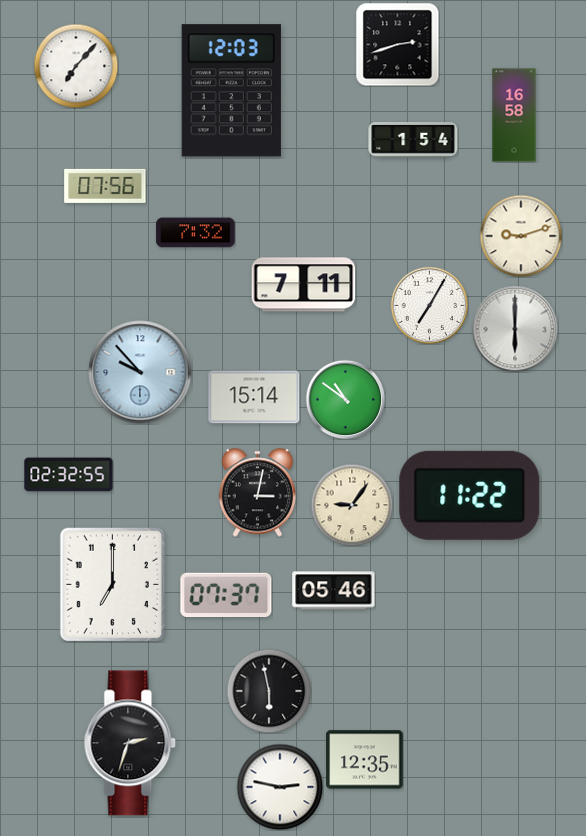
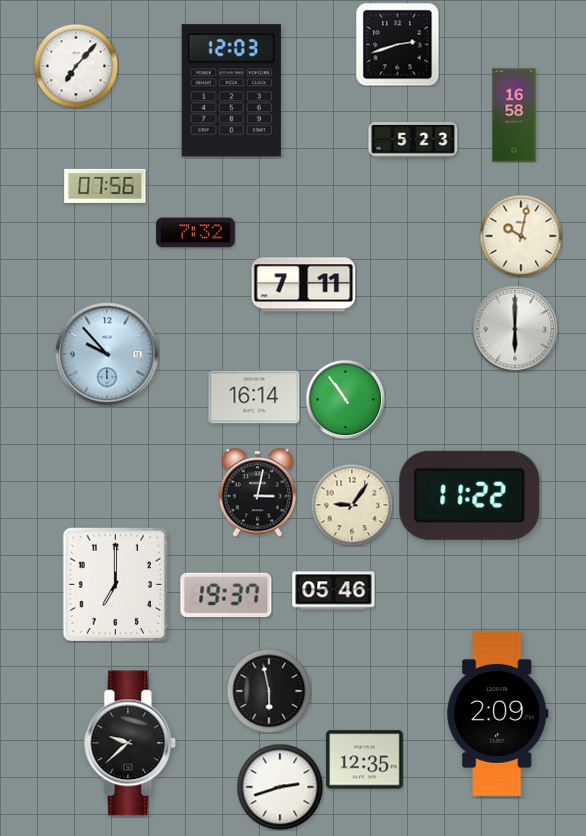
clock at (413, 141): 1:54 -> 5:23
clock at (521, 236): 9:12 -> 10:02
clock at (429, 305): 7:05 -> none
clock at (140, 372) position: (140, 372) -> (107, 354)
clock at (254, 397): 15:14 -> 16:14
clock at (345, 399): 10:51 -> 10:54
clock at (69, 475): 02:32 -> none
clock at (112, 584) position: (112, 584) -> (115, 584)
clock at (226, 594): 07:37 -> 19:37
clock at (498, 713): none -> 2:09
clock at (130, 743): 2:33 -> 9:38
clock at (280, 787): 2:47 -> 2:42
